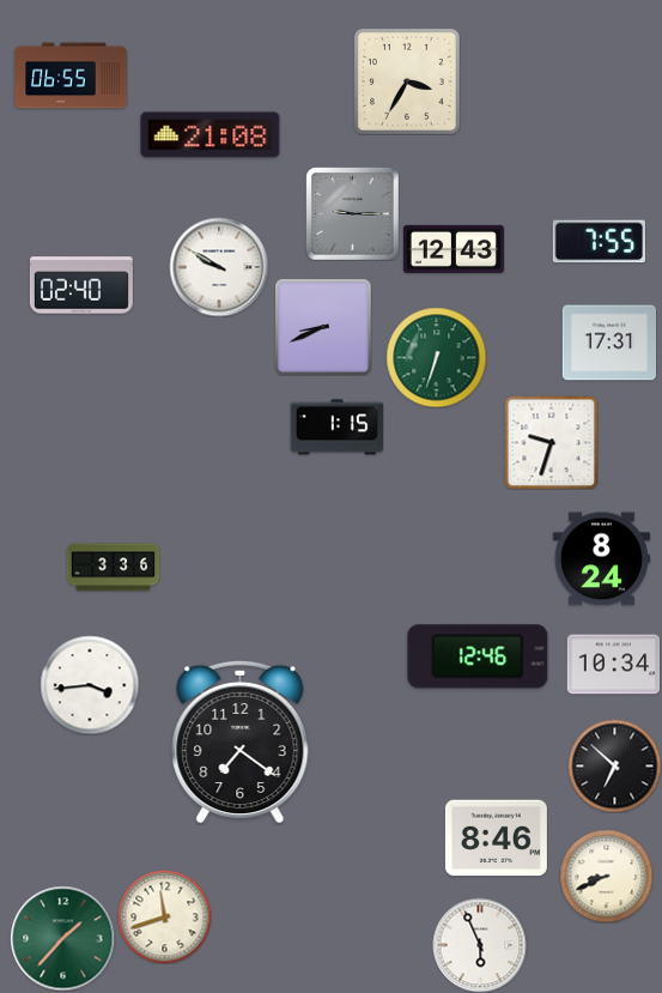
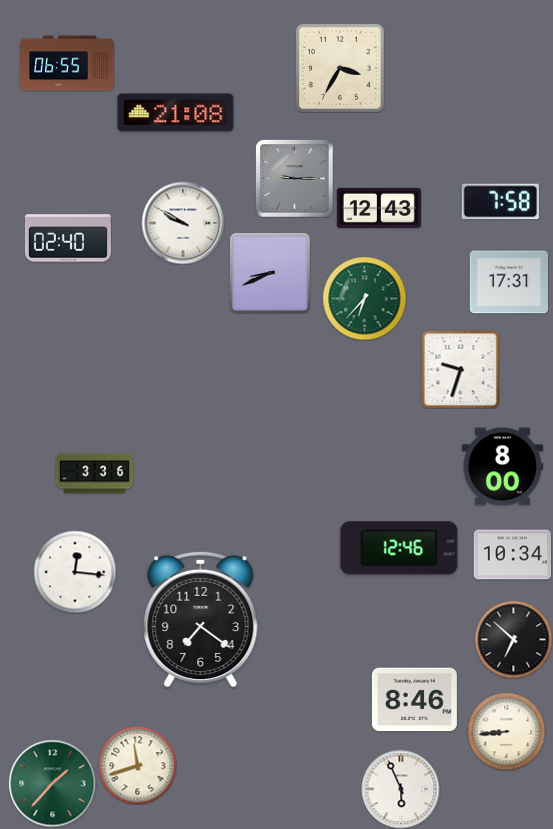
clock at (71, 75) position: (71, 75) -> (67, 63)
clock at (599, 242): 7:55 -> 7:58
clock at (608, 343) position: (608, 343) -> (508, 282)
clock at (436, 357): 6:33 -> 6:37
clock at (336, 428): 1:15 -> none
clock at (601, 559): 8:24 -> 8:00
clock at (90, 685): 3:44 -> 12:16
clock at (606, 876): 8:41 -> 8:44
